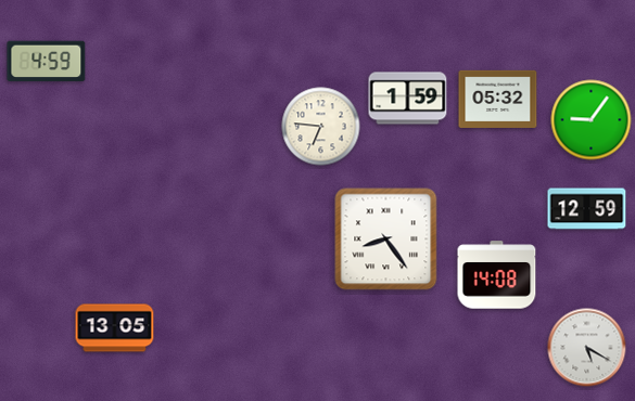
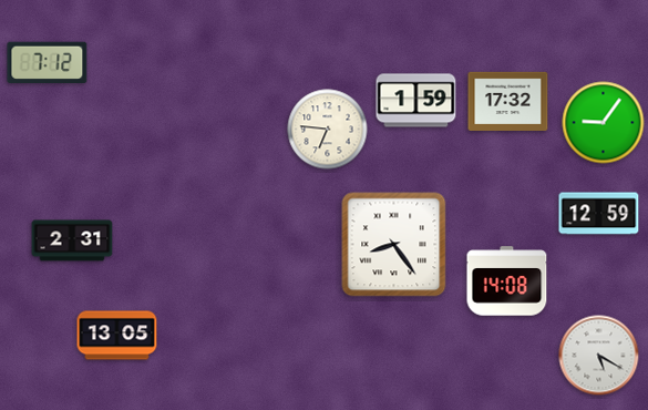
clock at (47, 61): 4:59 -> 7:12
clock at (498, 99): 05:32 -> 17:32
clock at (72, 240): none -> 2:31
